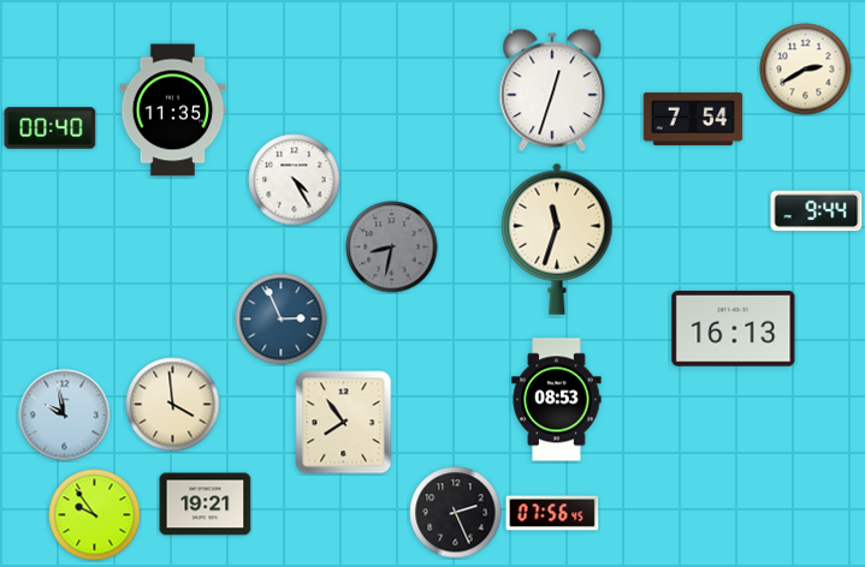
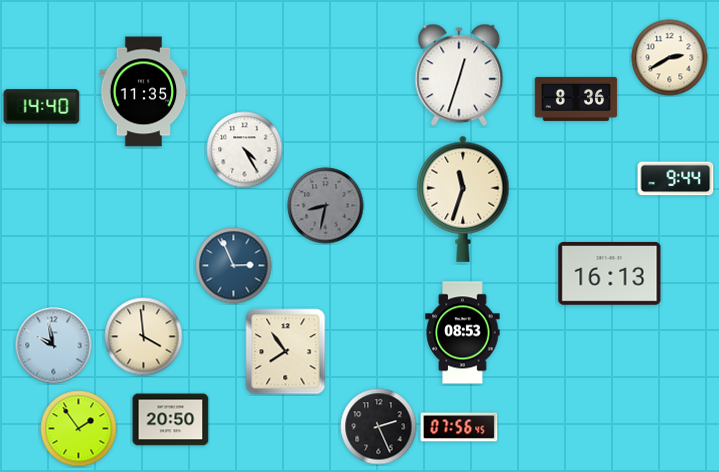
clock at (693, 119): 7:54 -> 8:36
clock at (51, 129): 00:40 -> 14:40
clock at (817, 211) position: (817, 211) -> (676, 179)
clock at (206, 505): 19:21 -> 20:50
clock at (95, 515): 9:54 -> 1:54
